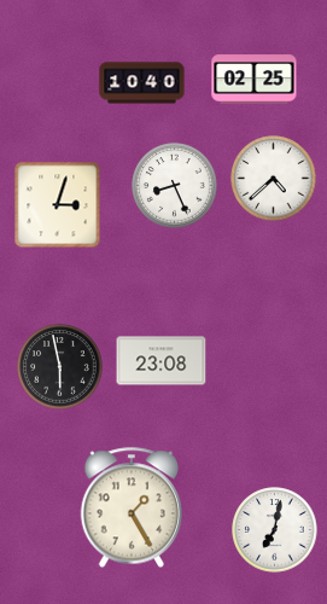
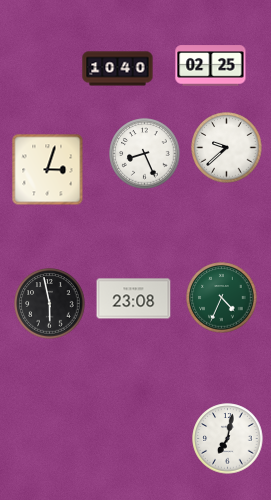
clock at (274, 179): 4:38 -> 9:38
clock at (222, 298): none -> 4:34
clock at (132, 507): 1:25 -> none
